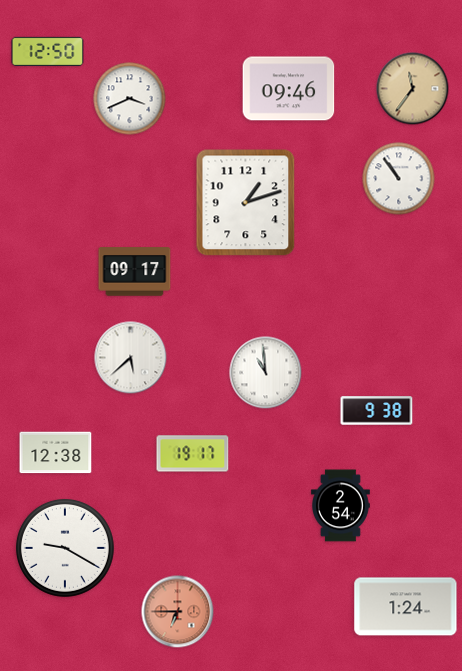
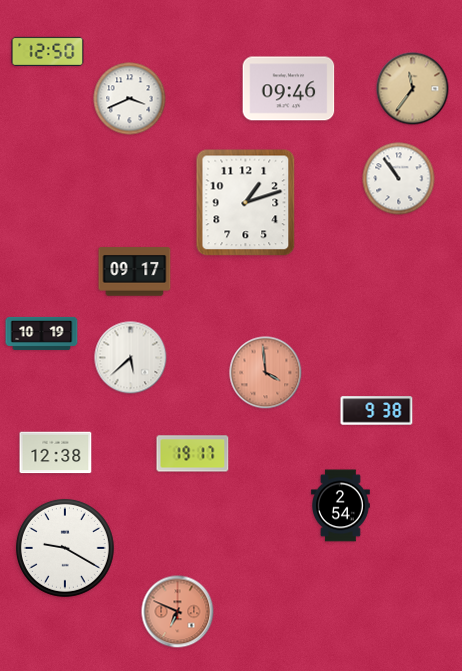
clock at (42, 333): none -> 10:19
clock at (266, 373): 10:59 -> 3:59
clock at (266, 373) dial: white -> salmon
clock at (406, 607): 1:24 -> none
clock at (178, 612): 6:45 -> 6:49
